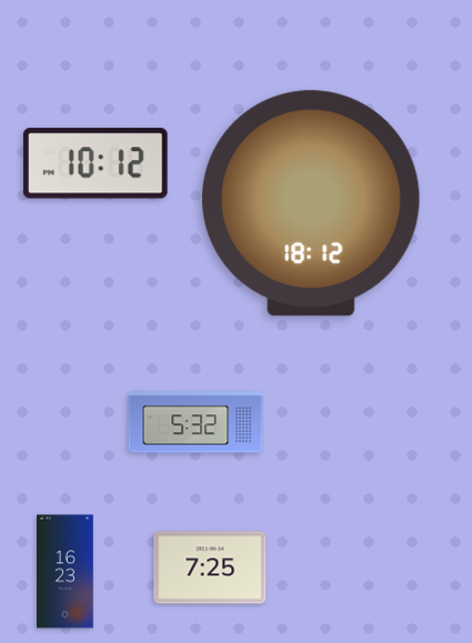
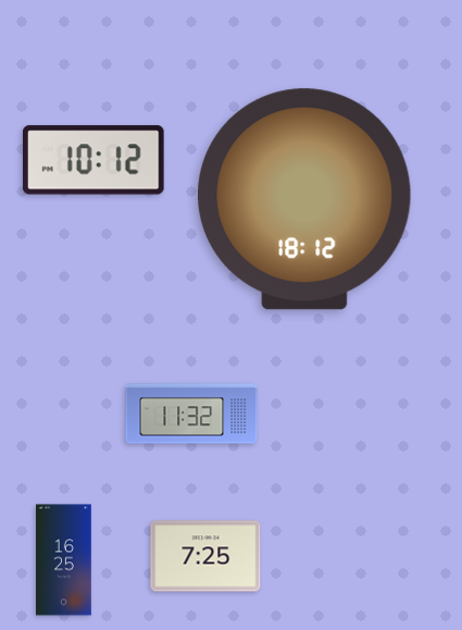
clock at (195, 422): 5:32 -> 11:32
clock at (66, 572): 16:23 -> 16:25
